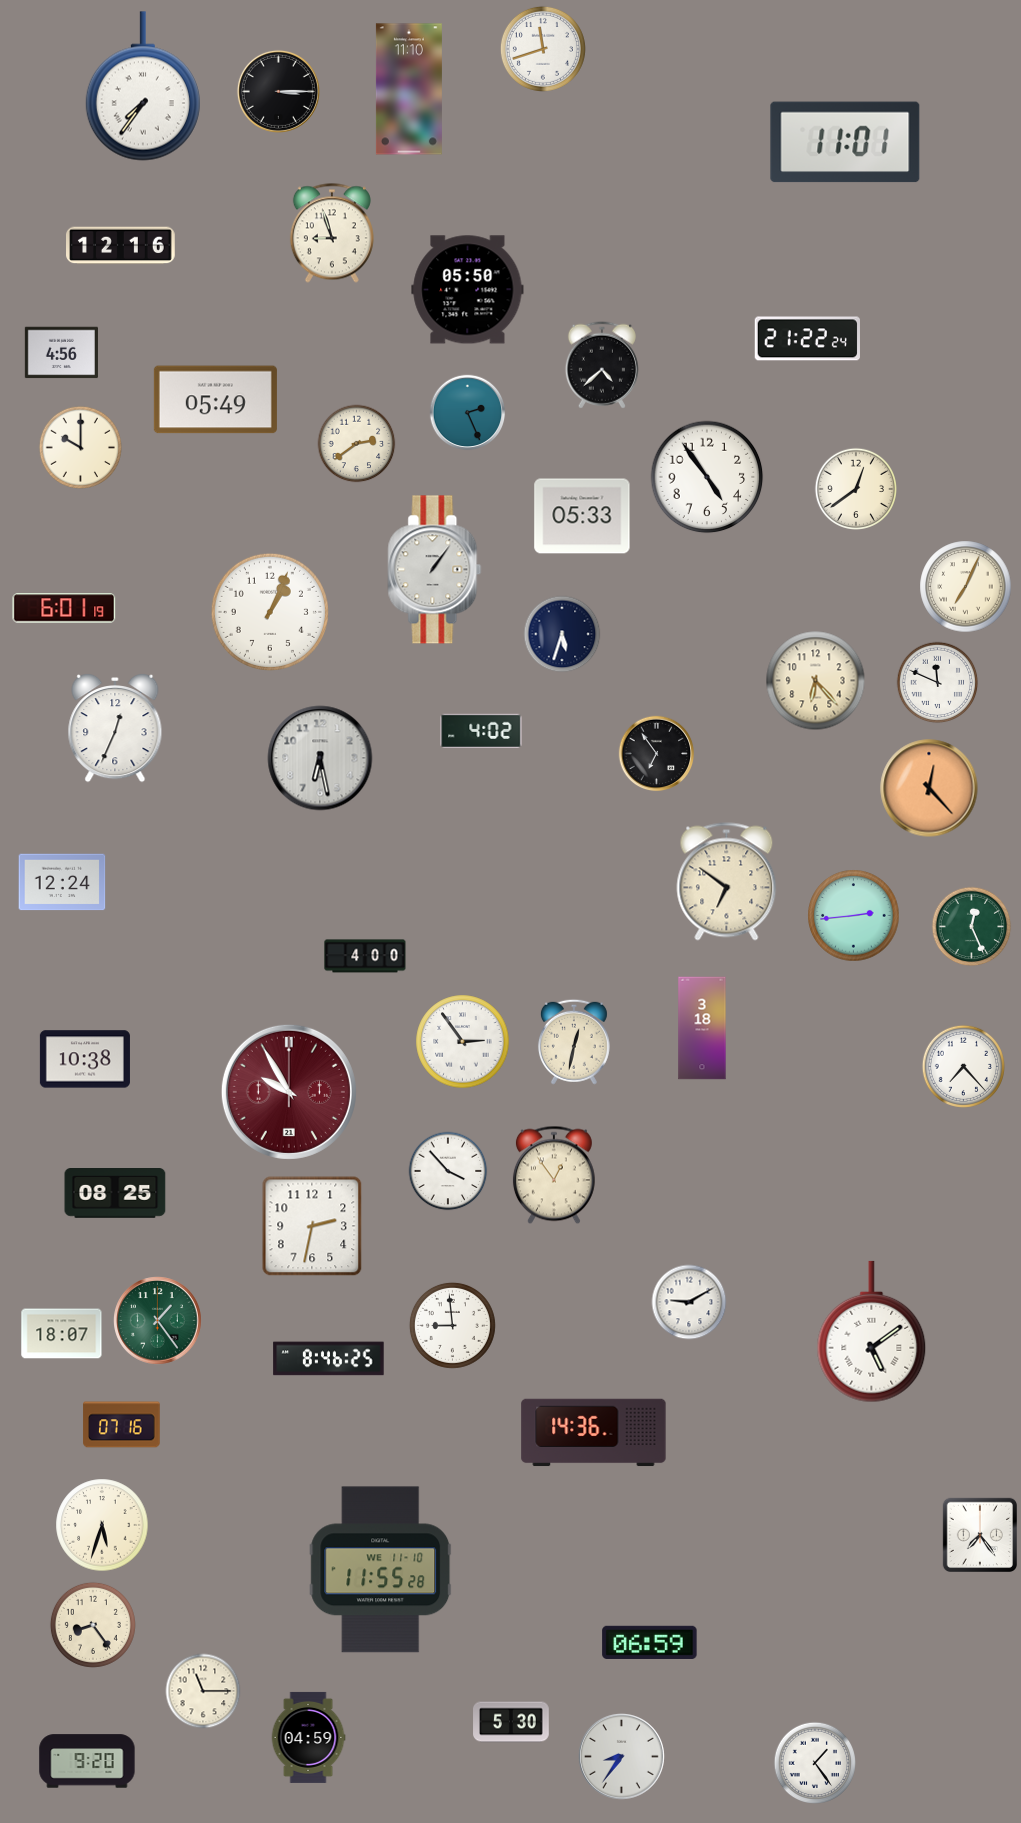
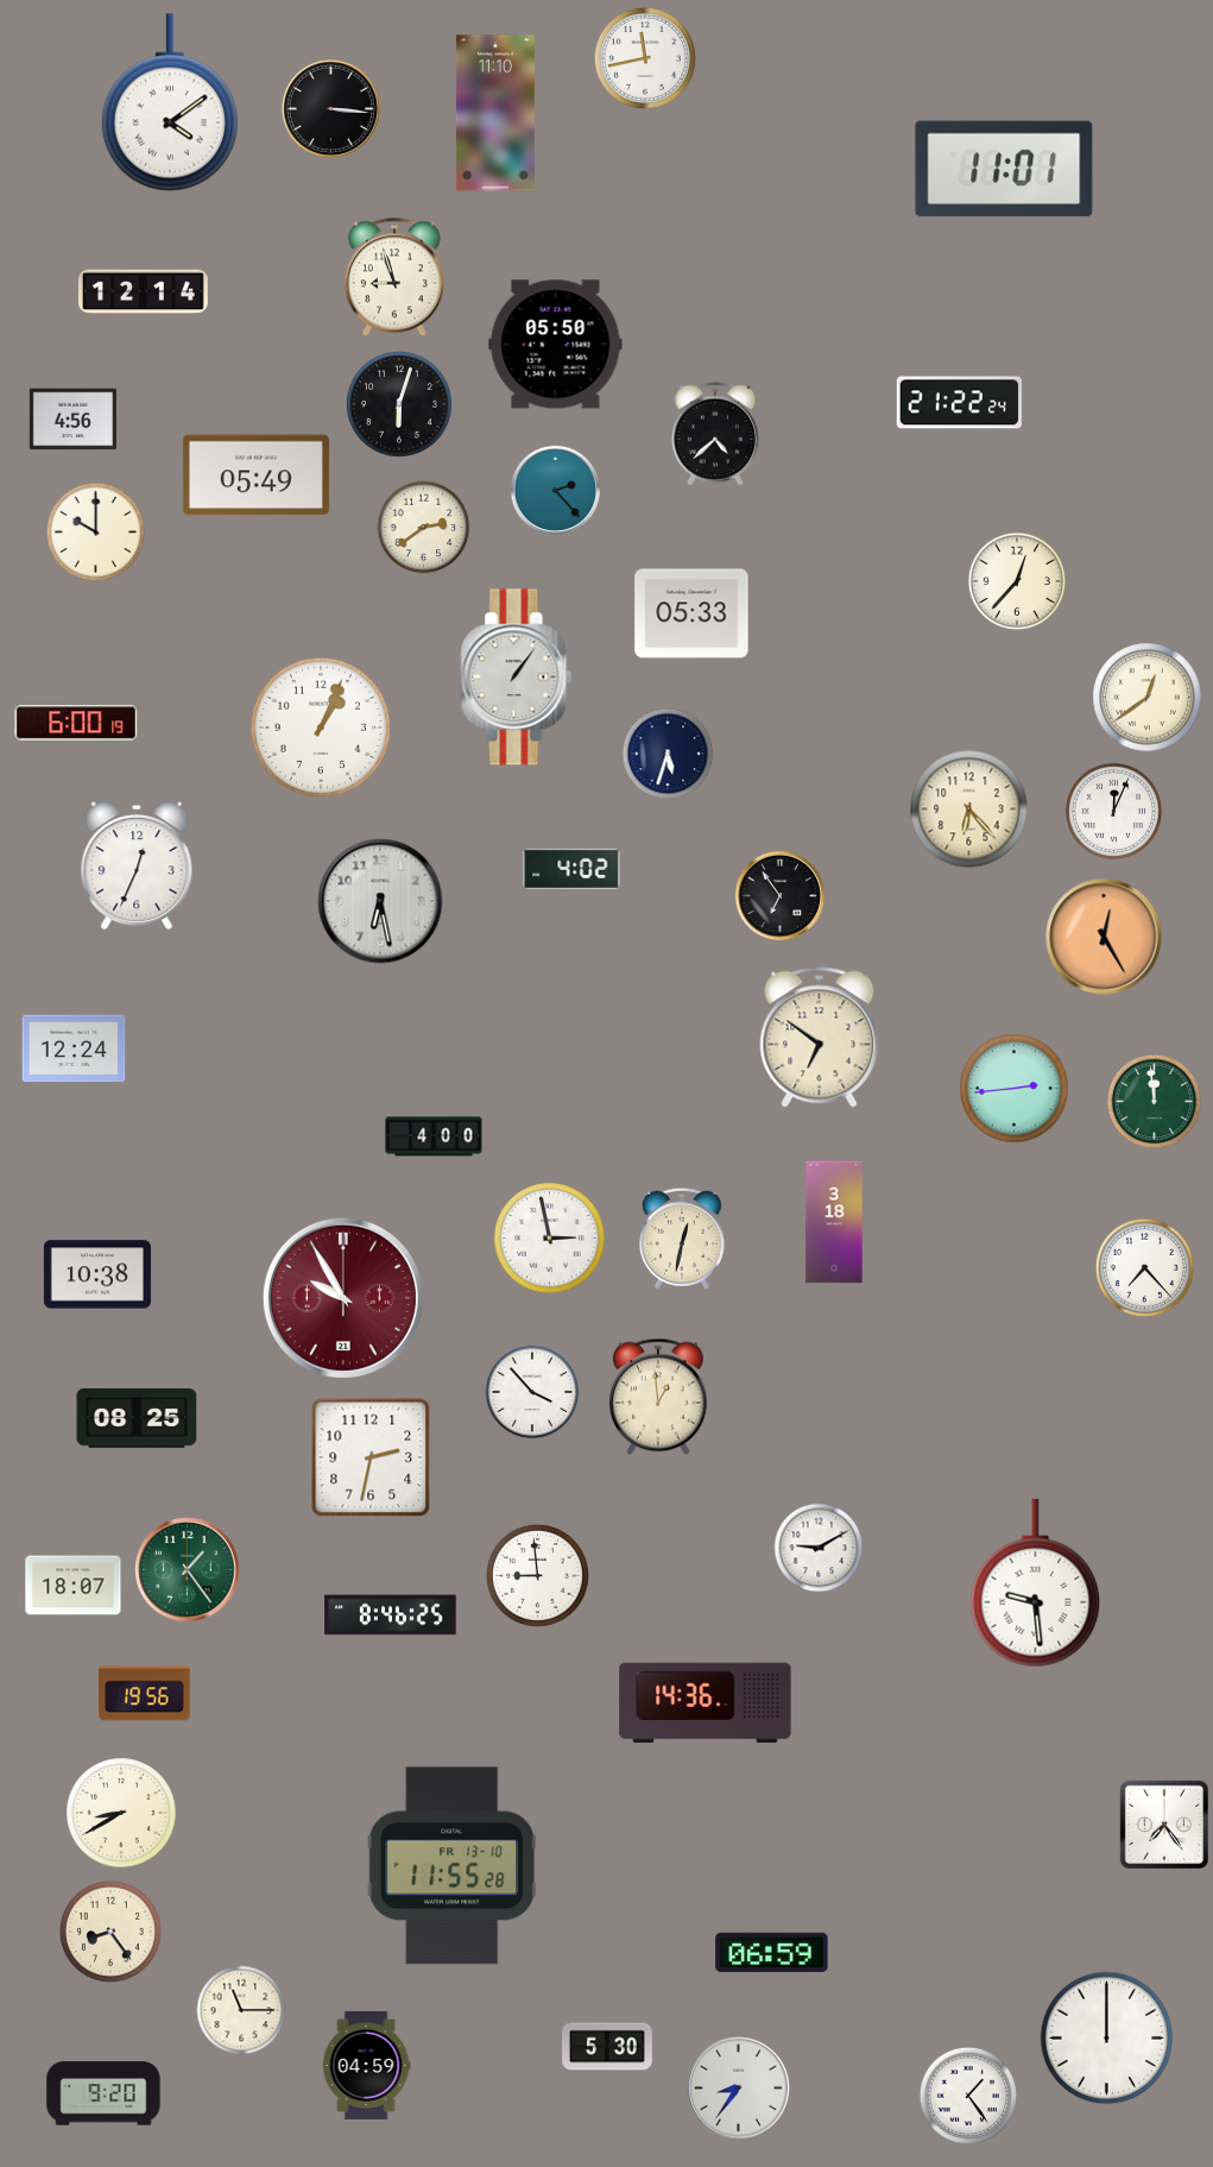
clock at (543, 49): 11:42 -> 11:43
clock at (143, 86): 7:36 -> 4:09
clock at (409, 89) position: (409, 89) -> (495, 113)
clock at (278, 91): 3:15 -> 3:16
clock at (121, 246): 12:16 -> 12:14
clock at (399, 404): none -> 6:03
clock at (468, 413): 2:26 -> 2:23
clock at (707, 477): 4:54 -> none
clock at (855, 488): 12:39 -> 12:37
clock at (966, 587): 7:04 -> 12:39
clock at (64, 608): 6:01 -> 6:00
clock at (938, 683): 11:49 -> 12:04
clock at (929, 788): 12:23 -> 12:25
clock at (727, 882) position: (727, 882) -> (820, 1038)
clock at (972, 927): 12:26 -> 11:59
clock at (463, 1042): 2:54 -> 2:58
clock at (85, 1059) position: (85, 1059) -> (97, 1274)
clock at (554, 1175): 12:54 -> 12:59
clock at (872, 1332): 5:09 -> 9:29
clock at (122, 1425): 07:16 -> 19:56
clock at (102, 1525): 5:33 -> 8:40
clock at (381, 1570) date: WE 11-10 -> FR 13-10
clock at (1107, 2039): none -> 12:00
